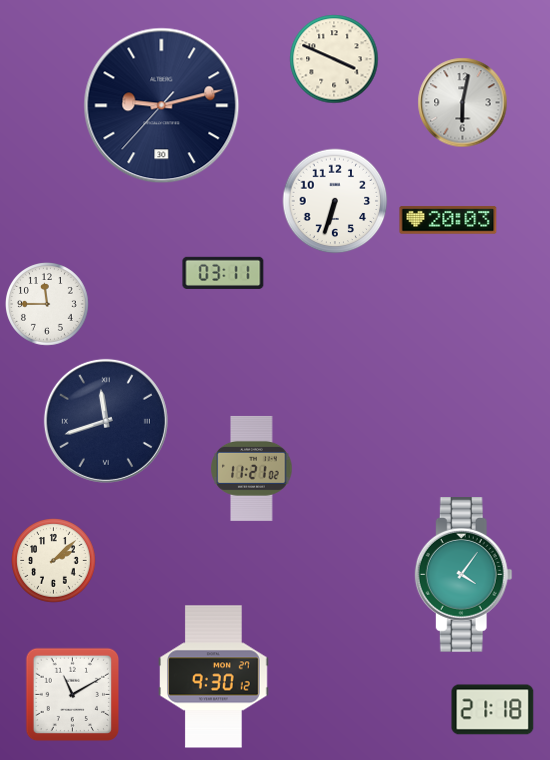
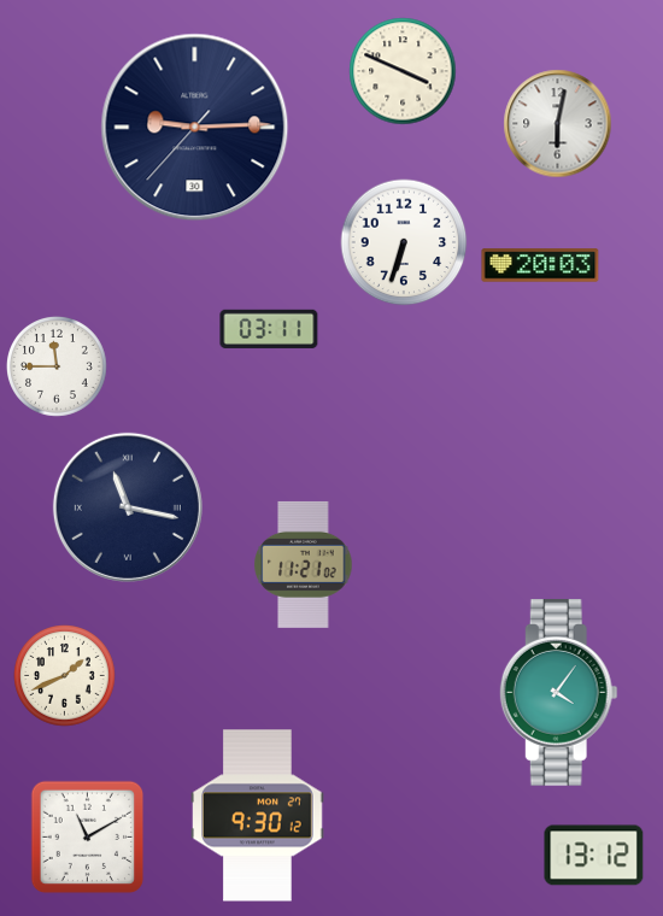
clock at (162, 106): 9:12 -> 9:14
clock at (106, 421): 11:42 -> 11:17
clock at (54, 561): 2:08 -> 1:41
clock at (493, 710): 21:18 -> 13:12
